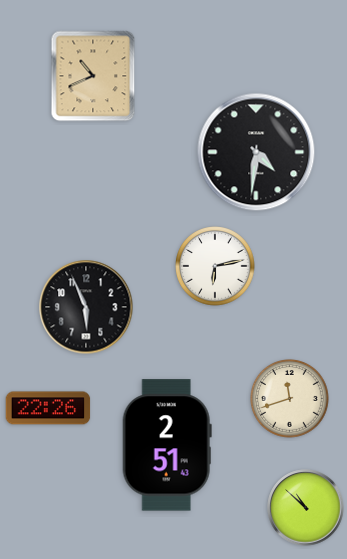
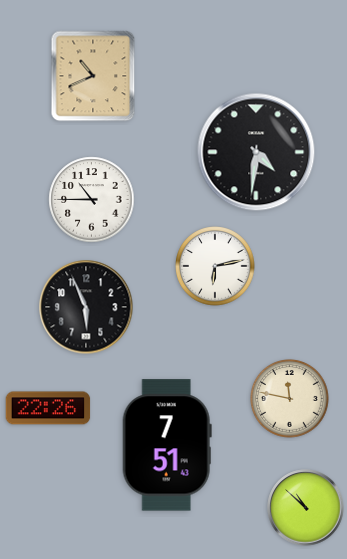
clock at (92, 200): none -> 10:45
clock at (290, 399): 11:42 -> 11:47
clock at (167, 445): 2:51 -> 7:51
